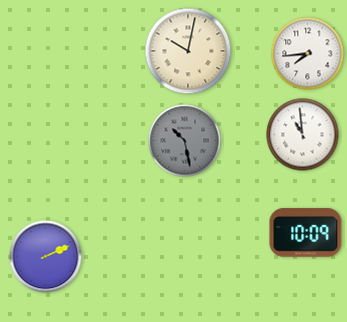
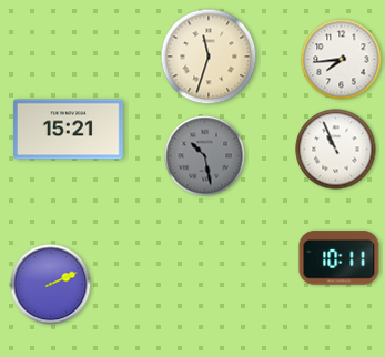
clock at (188, 51): 10:02 -> 11:33
clock at (69, 130): none -> 15:21
clock at (303, 135): 10:59 -> 10:56
clock at (306, 233): 10:09 -> 10:11
